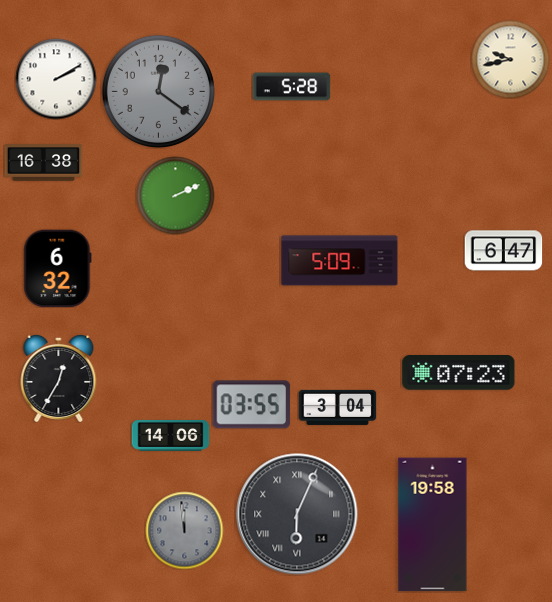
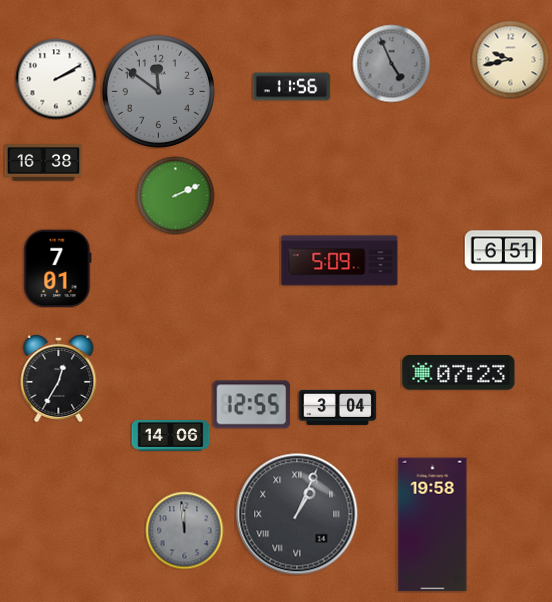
clock at (391, 63): none -> 4:56
clock at (291, 87): 5:28 -> 11:56
clock at (158, 91): 12:21 -> 11:51
clock at (503, 251): 6:47 -> 6:51
clock at (58, 268): 6:32 -> 7:01
clock at (251, 405): 03:55 -> 12:55
clock at (297, 514): 6:04 -> 1:04
